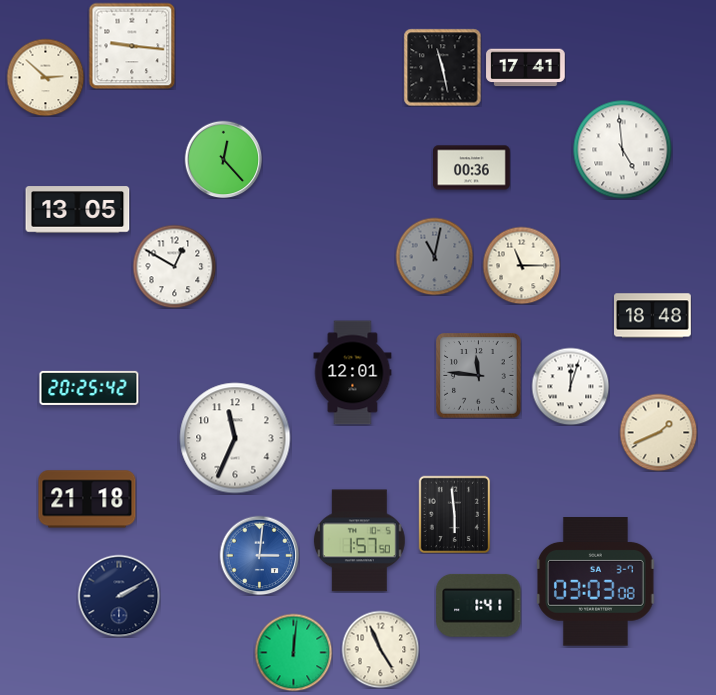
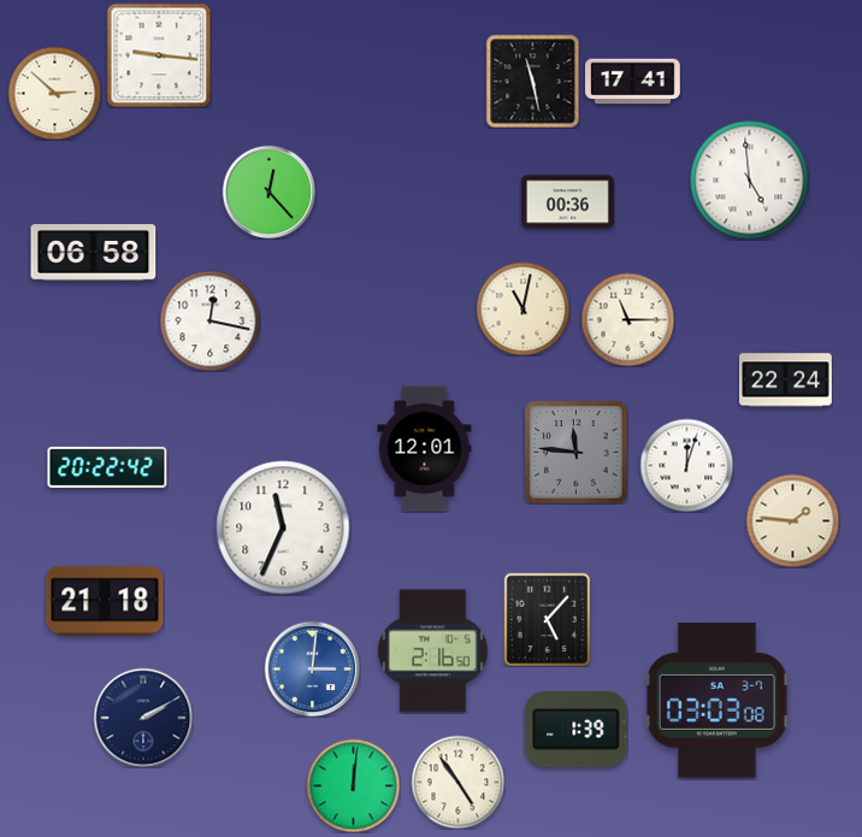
clock at (78, 210): 13:05 -> 06:58
clock at (434, 256) dial: grey -> cream
clock at (174, 266): 12:50 -> 12:17
clock at (653, 316): 18:48 -> 22:24
clock at (89, 388): 20:25 -> 20:22
clock at (658, 432): 1:41 -> 1:46
clock at (455, 514): 5:59 -> 5:07
clock at (359, 541): 1:57 -> 2:16
clock at (479, 605): 1:41 -> 1:39
clock at (380, 649): 4:56 -> 4:54
